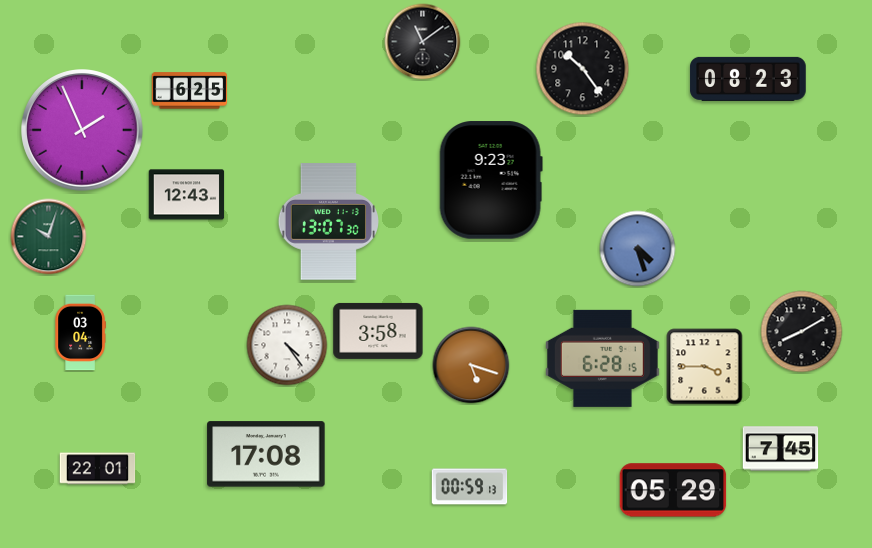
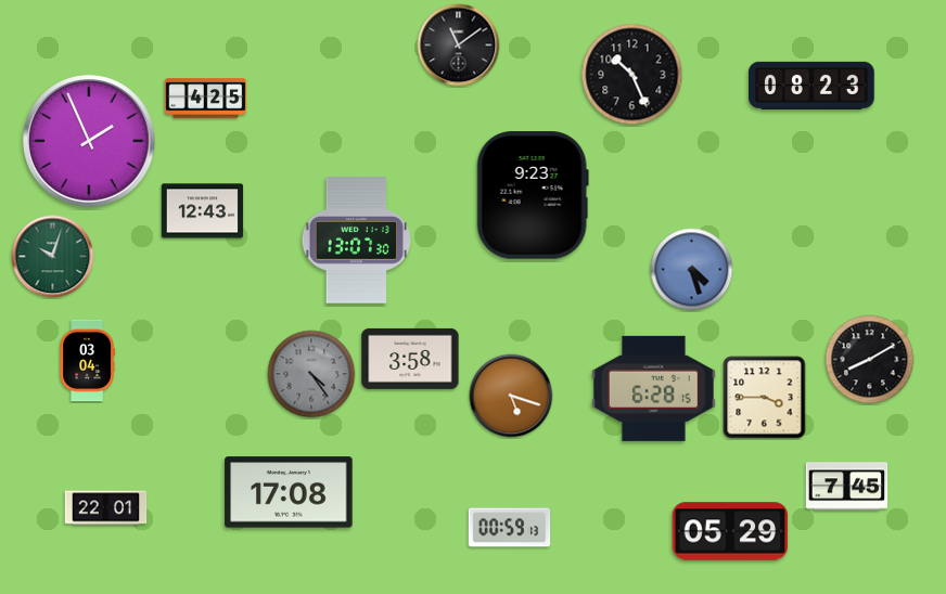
clock at (583, 69): 10:24 -> 10:26
clock at (190, 91): 6:25 -> 4:25
clock at (287, 345) dial: white -> grey
